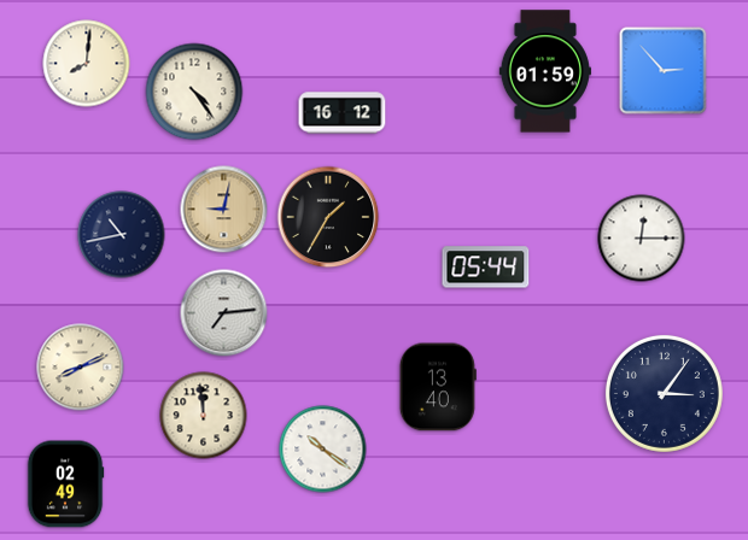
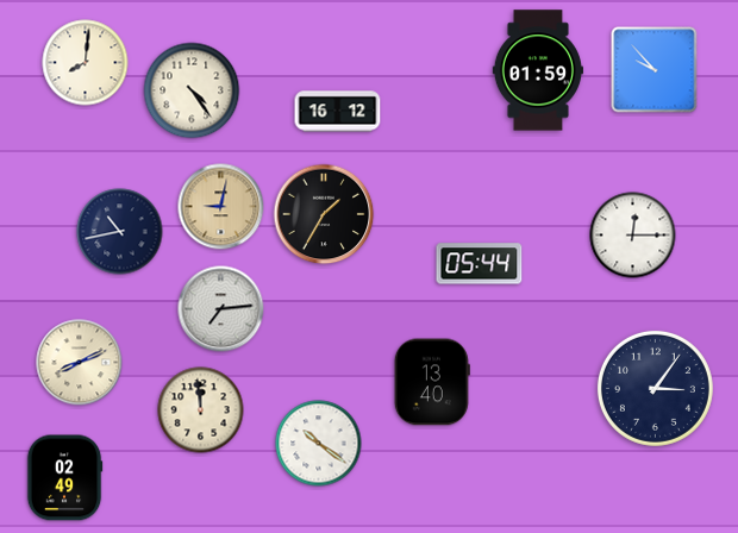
clock at (664, 71): 2:53 -> 9:53
